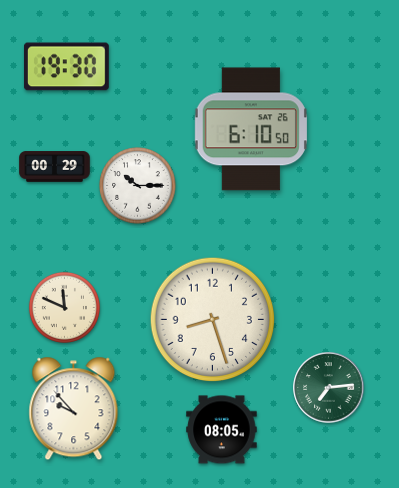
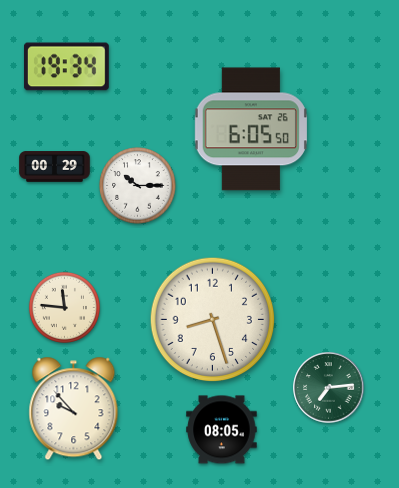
clock at (67, 67): 19:30 -> 19:34
clock at (251, 129): 6:10 -> 6:05
clock at (64, 307): 11:49 -> 11:46
